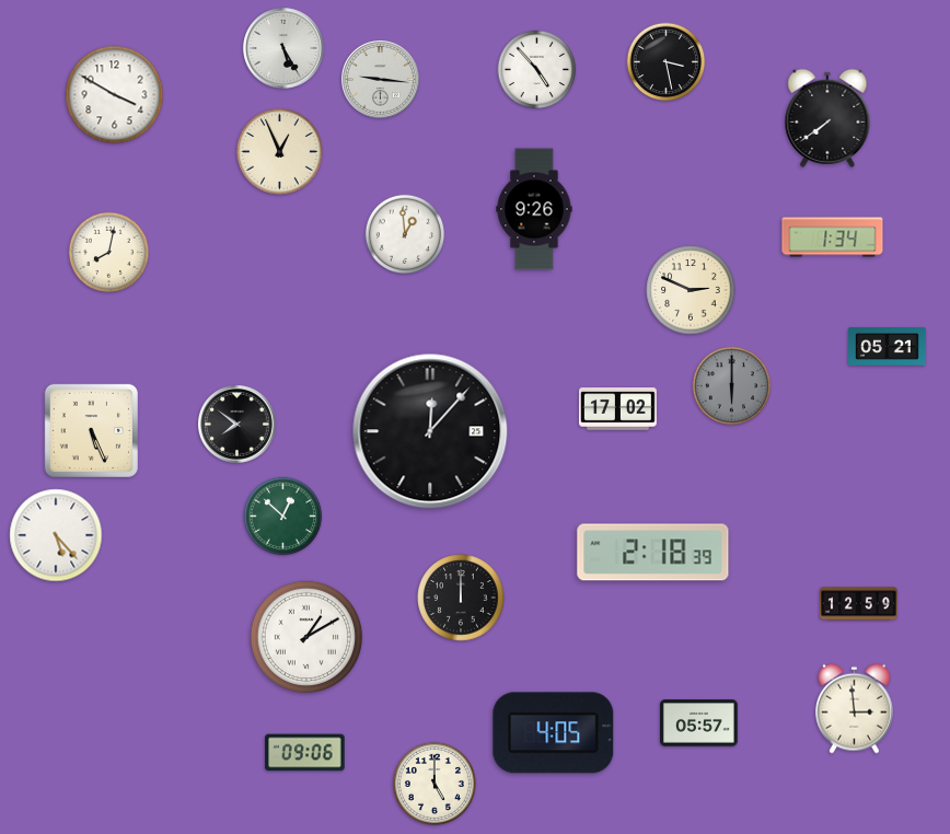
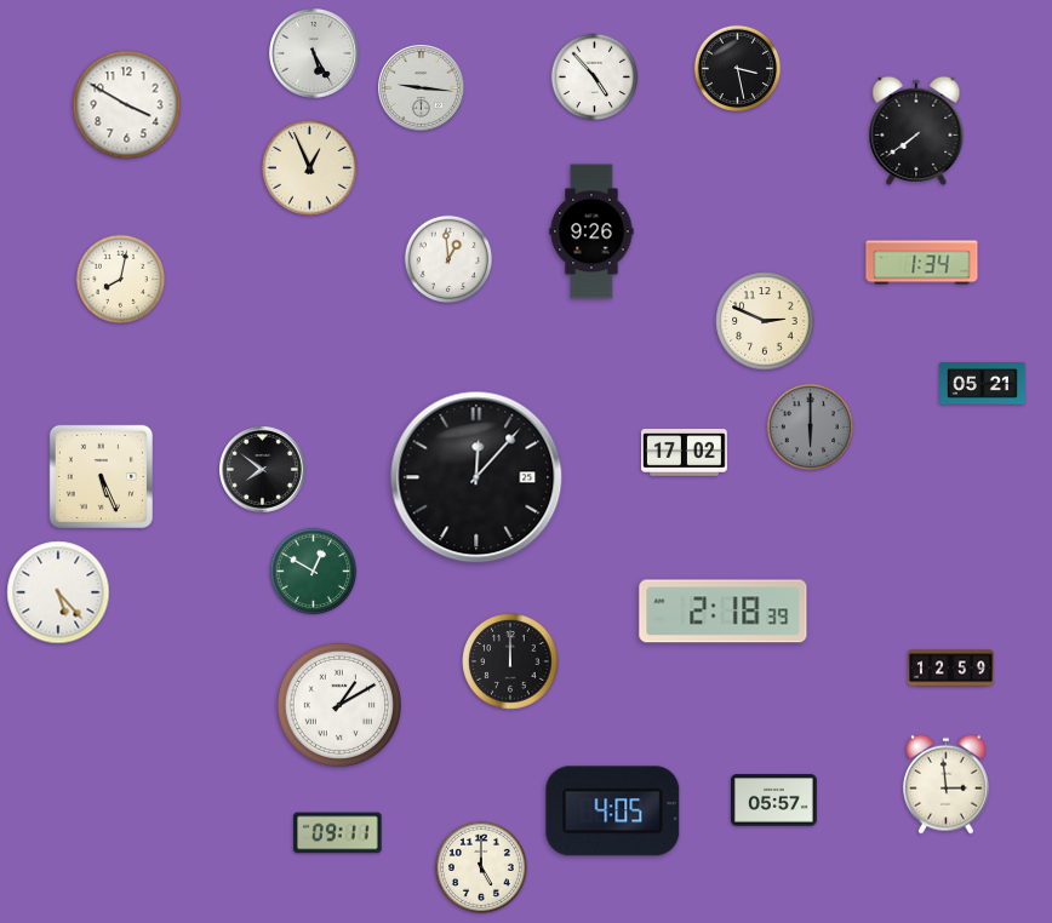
clock at (283, 517): 12:52 -> 12:50
clock at (56, 535) position: (56, 535) -> (58, 592)
clock at (305, 753): 09:06 -> 09:11
